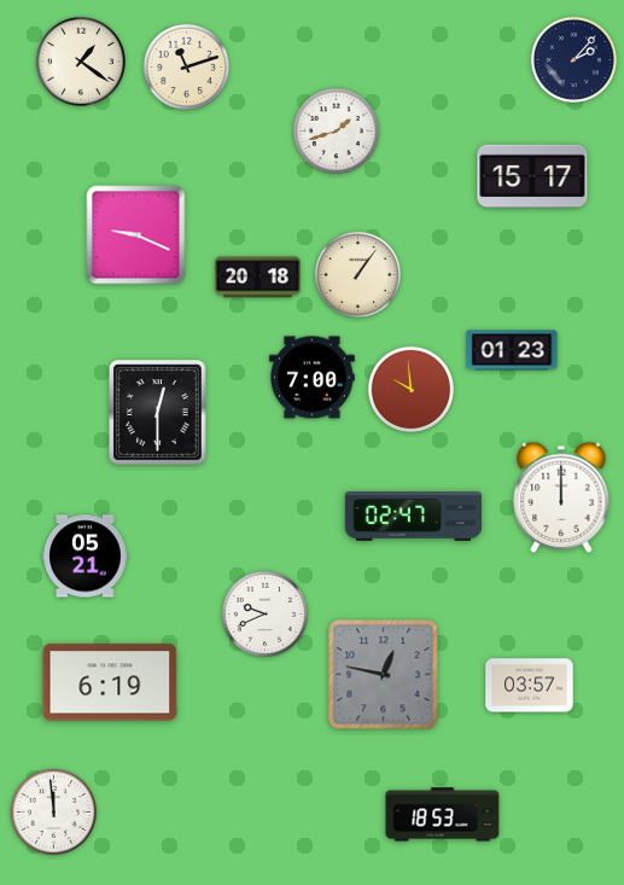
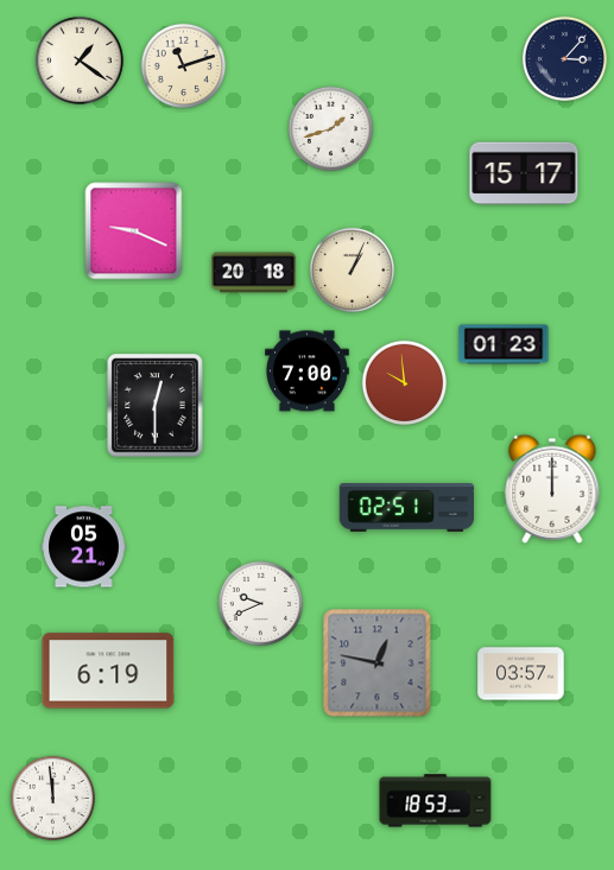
clock at (575, 60): 2:07 -> 3:07
clock at (358, 275): 1:06 -> 1:04
clock at (414, 517): 02:47 -> 02:51
